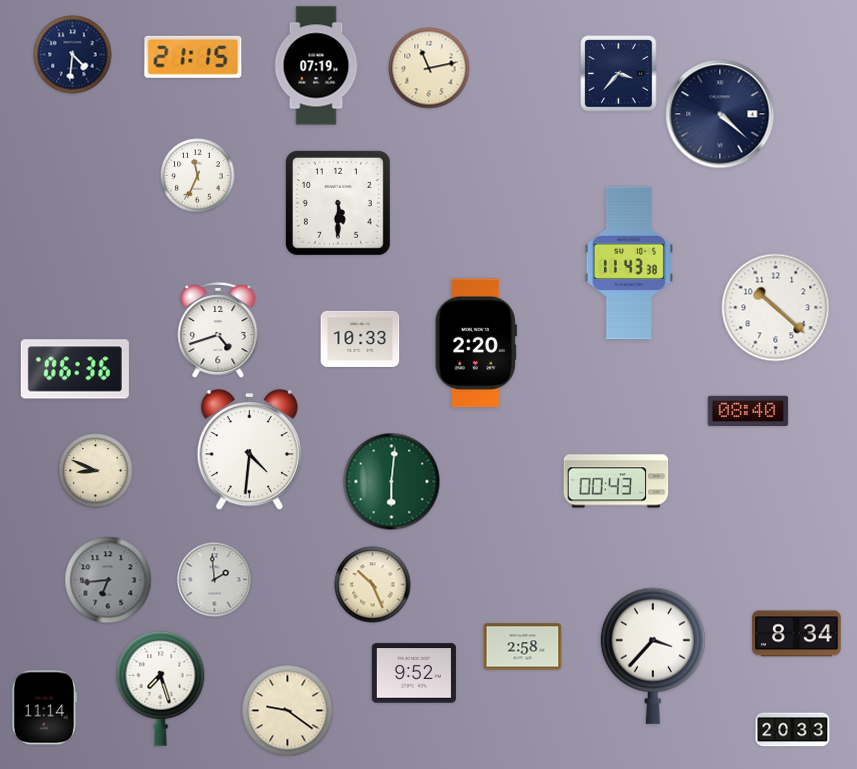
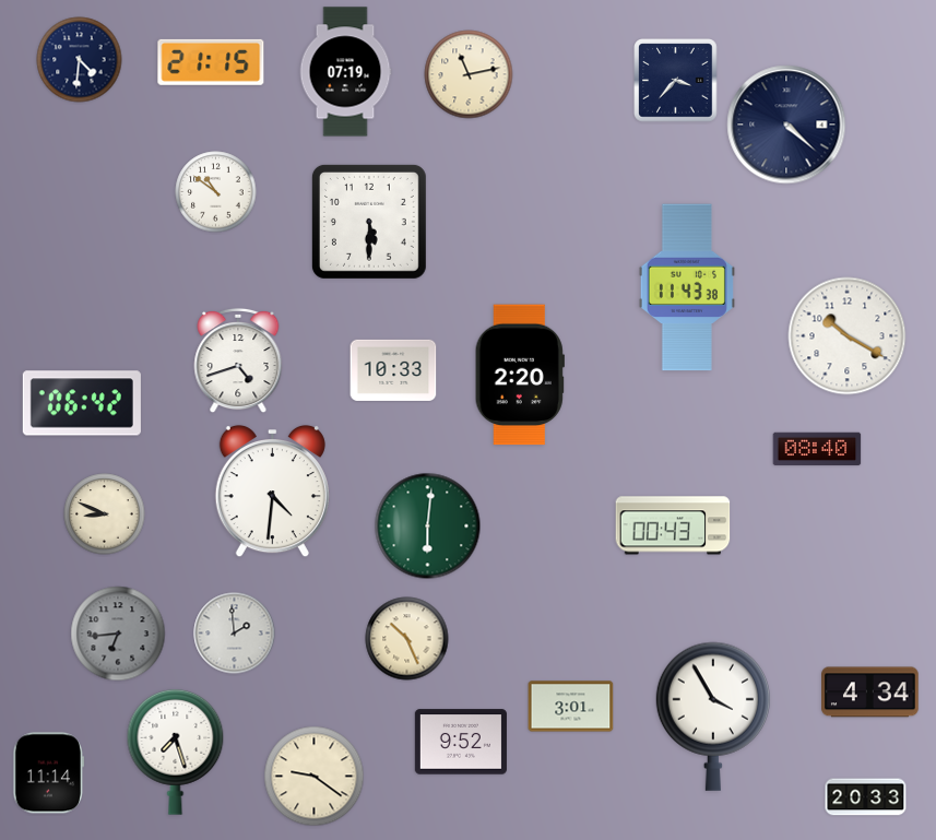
clock at (198, 176): 11:34 -> 10:51
clock at (776, 308): 10:22 -> 10:20
clock at (75, 369): 06:36 -> 06:42
clock at (797, 634): 8:34 -> 4:34
clock at (523, 647): 2:58 -> 3:01
clock at (653, 656): 3:37 -> 3:55
clock at (414, 673) position: (414, 673) -> (461, 742)
